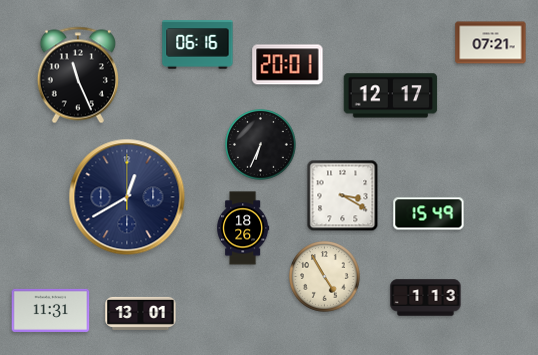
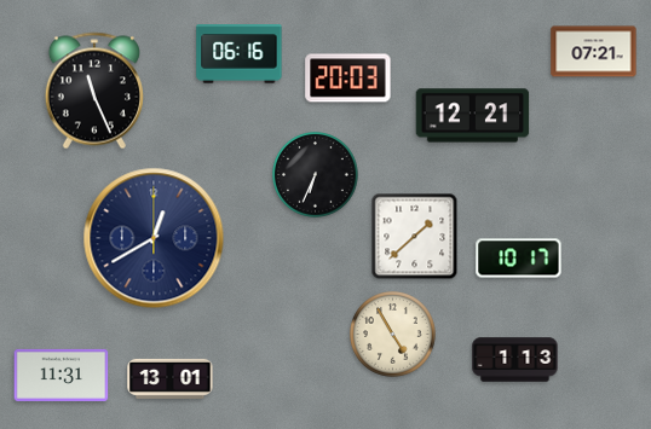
clock at (288, 65): 20:01 -> 20:03
clock at (391, 96): 12:17 -> 12:21
clock at (343, 196): 3:20 -> 1:38
clock at (429, 214): 15:49 -> 10:17
clock at (243, 228): 18:26 -> none
